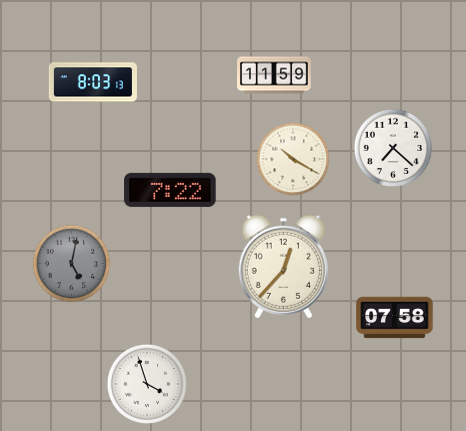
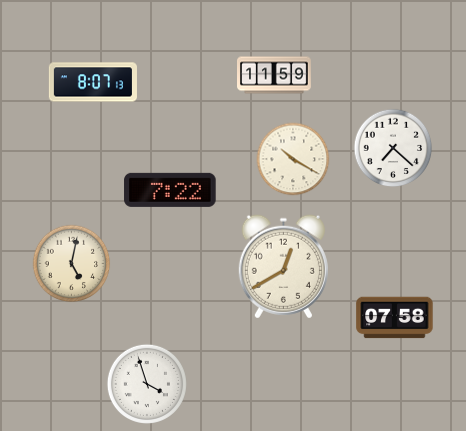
clock at (93, 82): 8:03 -> 8:07
clock at (72, 264) dial: grey -> cream
clock at (283, 267): 12:37 -> 12:40
